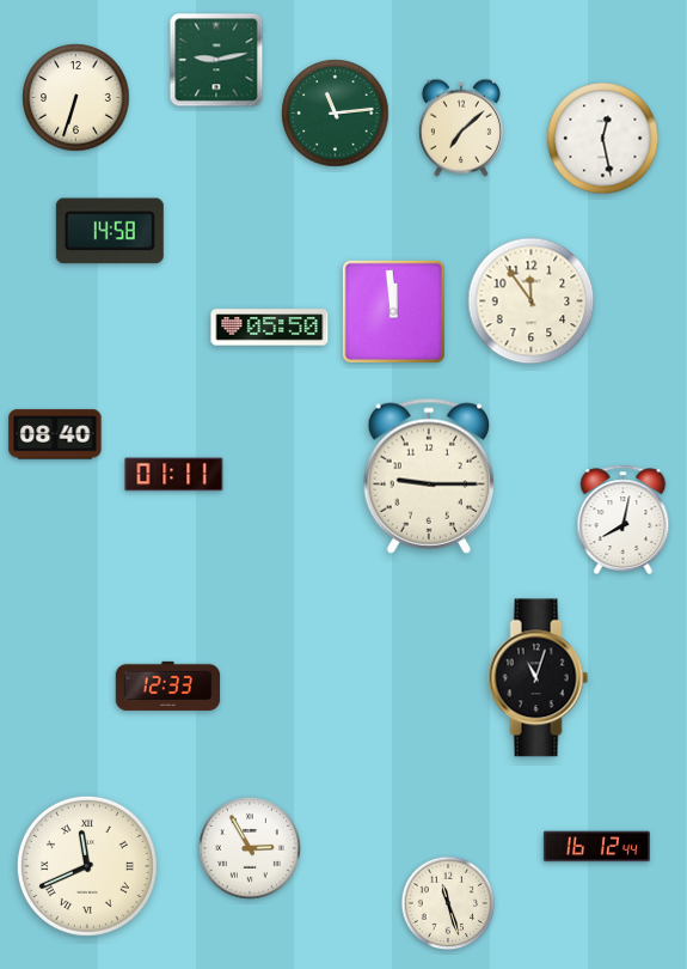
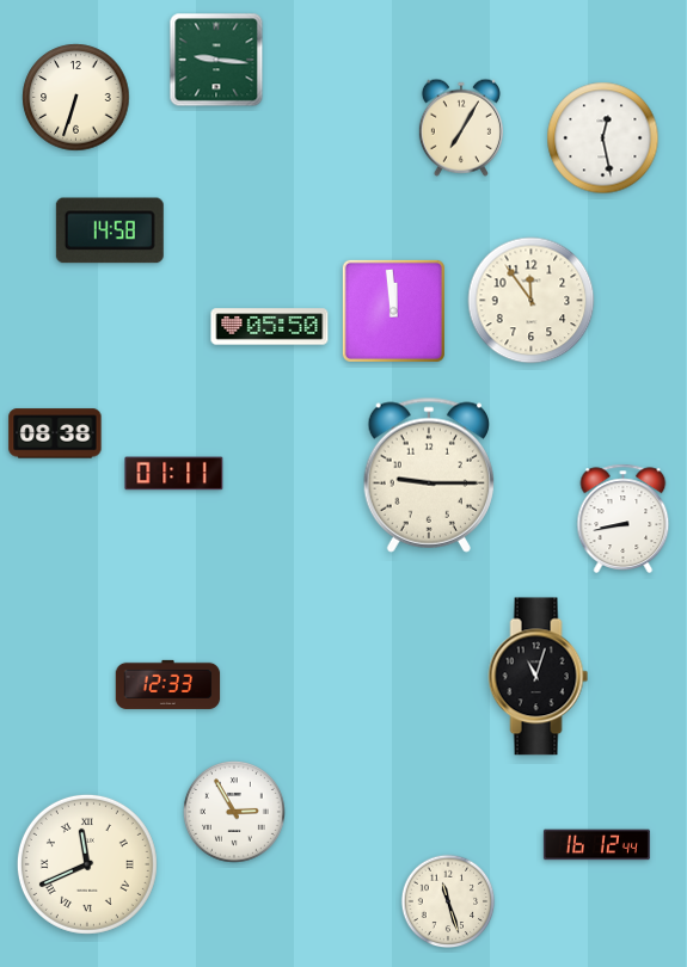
clock at (216, 60): 9:13 -> 9:16
clock at (336, 114): 11:14 -> none
clock at (461, 128): 7:08 -> 7:05
clock at (55, 434): 08:40 -> 08:38
clock at (624, 519): 8:02 -> 8:43
clock at (250, 848) position: (250, 848) -> (234, 812)
